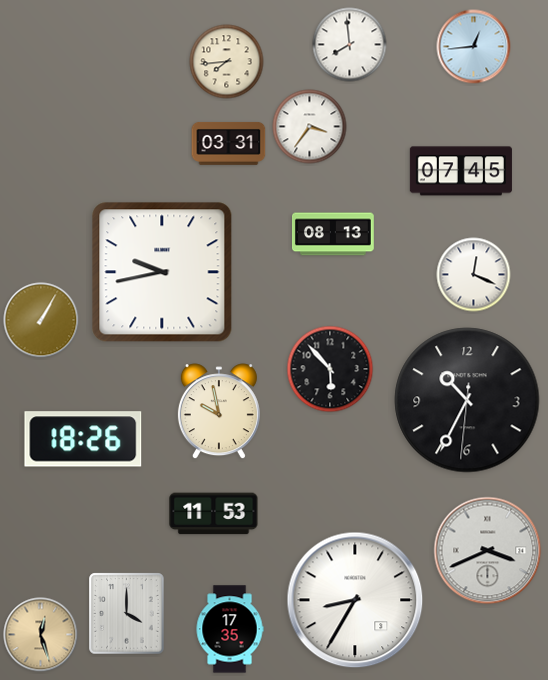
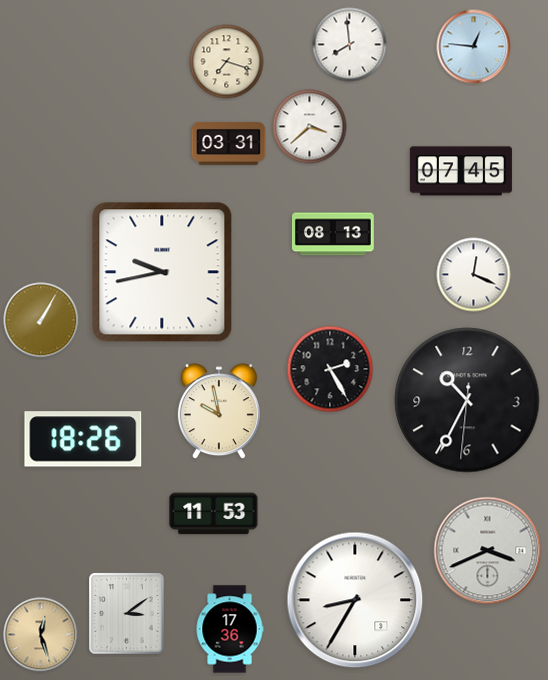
clock at (474, 47): 12:44 -> 12:46
clock at (227, 62): 7:44 -> 7:18
clock at (310, 127): 3:36 -> 3:38
clock at (330, 369): 5:53 -> 2:25
clock at (127, 614): 4:00 -> 3:09
clock at (230, 629): 17:35 -> 17:36
